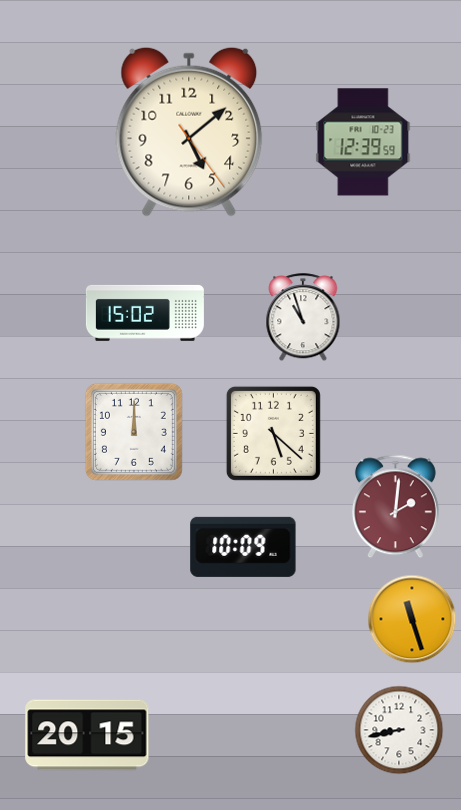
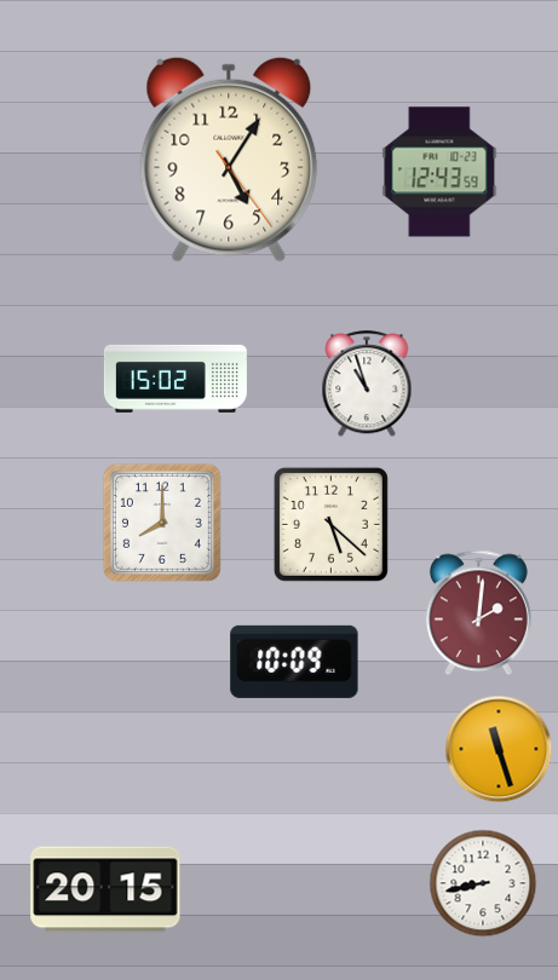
clock at (189, 132): 5:08 -> 5:05
clock at (363, 142): 12:39 -> 12:43
clock at (134, 432): 12:00 -> 8:00
